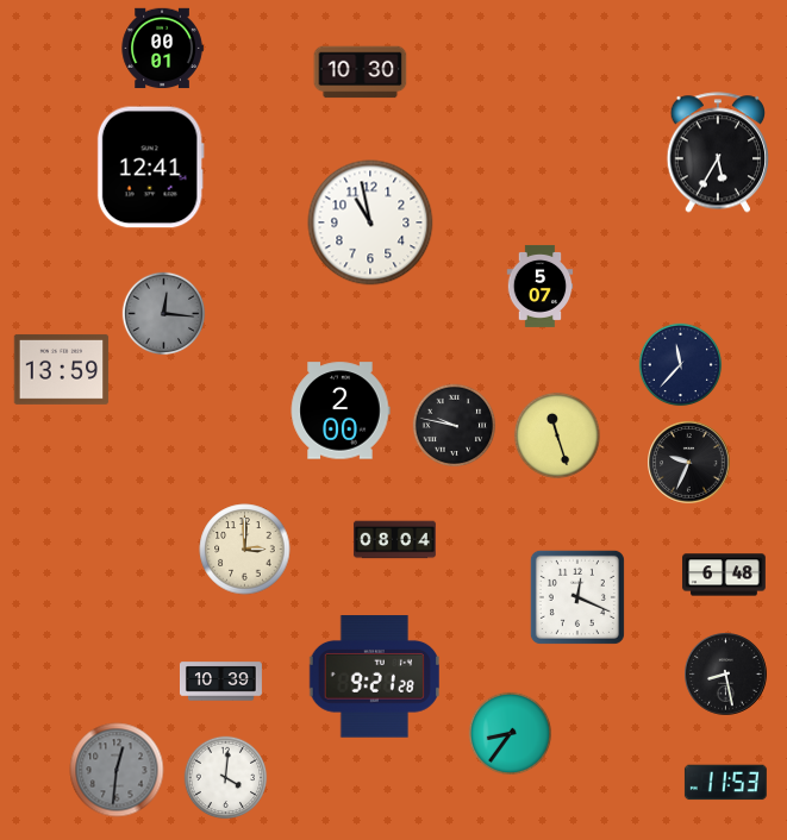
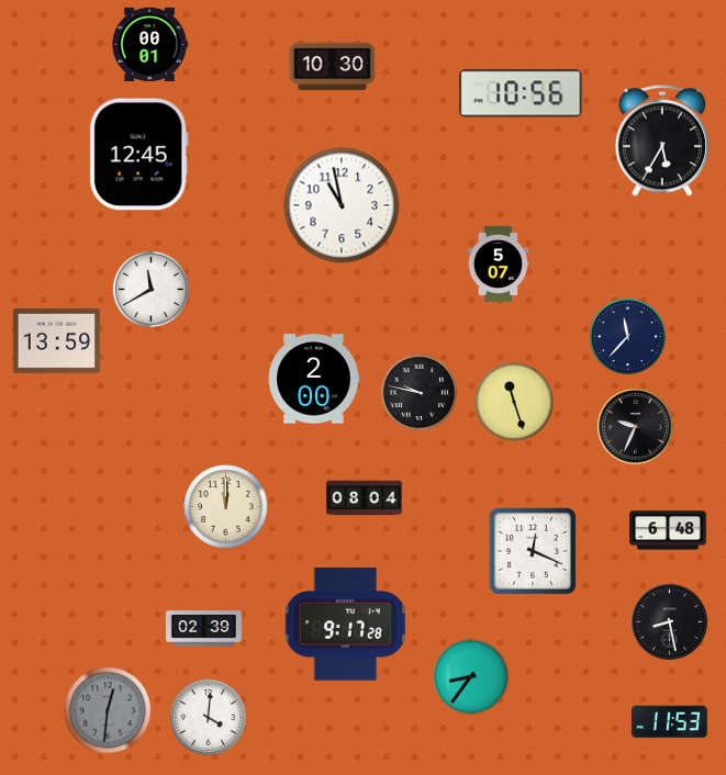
clock at (521, 93): none -> 10:56
clock at (150, 168): 12:41 -> 12:45
clock at (164, 314): 12:16 -> 11:40
clock at (164, 314) dial: grey -> white
clock at (245, 550): 3:00 -> 12:00
clock at (374, 677): 9:21 -> 9:17
clock at (220, 682): 10:39 -> 02:39
